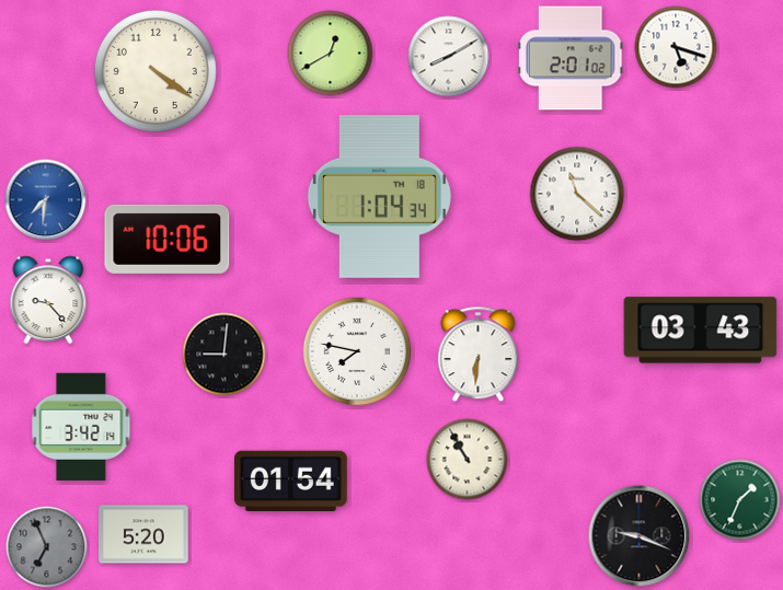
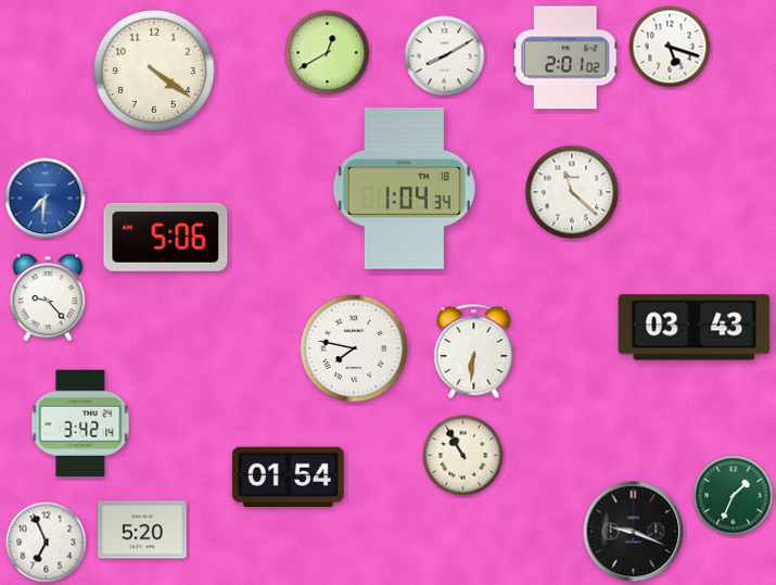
clock at (379, 197) position: (379, 197) -> (404, 189)
clock at (168, 239): 10:06 -> 5:06
clock at (224, 355): 9:01 -> none
clock at (47, 547) dial: grey -> white
